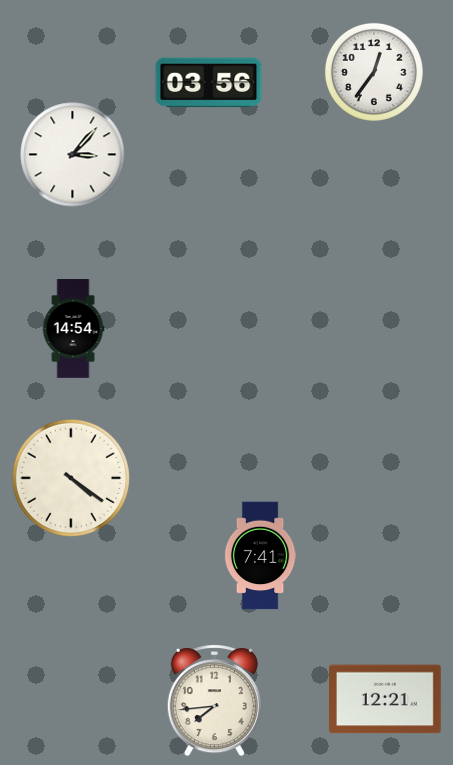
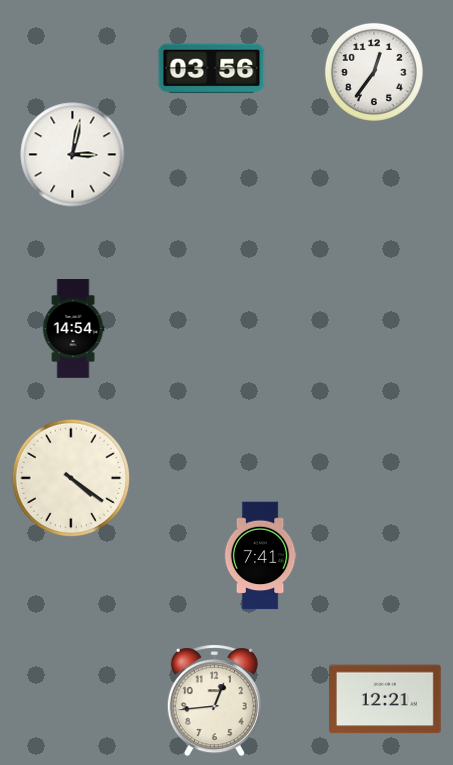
clock at (209, 83) position: (209, 83) -> (212, 69)
clock at (73, 155): 3:07 -> 3:02
clock at (214, 701): 7:44 -> 12:44
